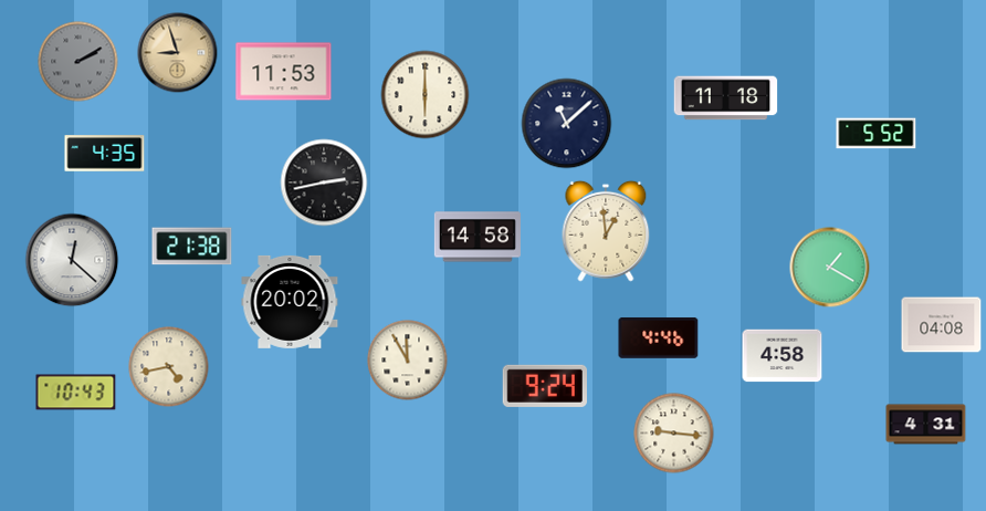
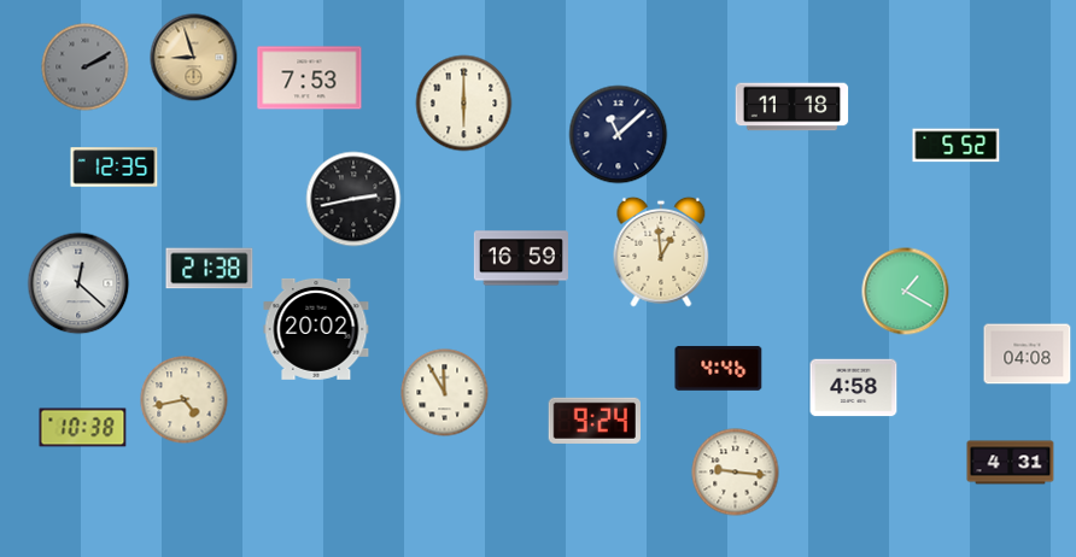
clock at (284, 72): 11:53 -> 7:53
clock at (105, 154): 4:35 -> 12:35
clock at (478, 237): 14:58 -> 16:59
clock at (76, 393): 10:43 -> 10:38
